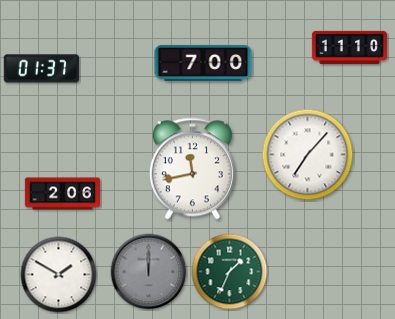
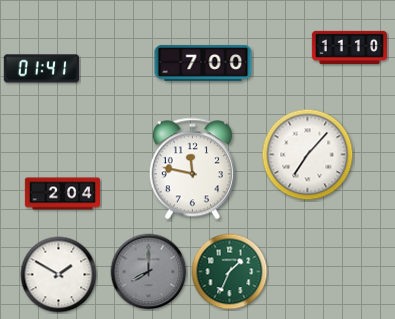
clock at (41, 69): 01:37 -> 01:41
clock at (192, 169): 11:43 -> 11:47
clock at (63, 194): 2:06 -> 2:04
clock at (149, 272): 12:00 -> 8:00
